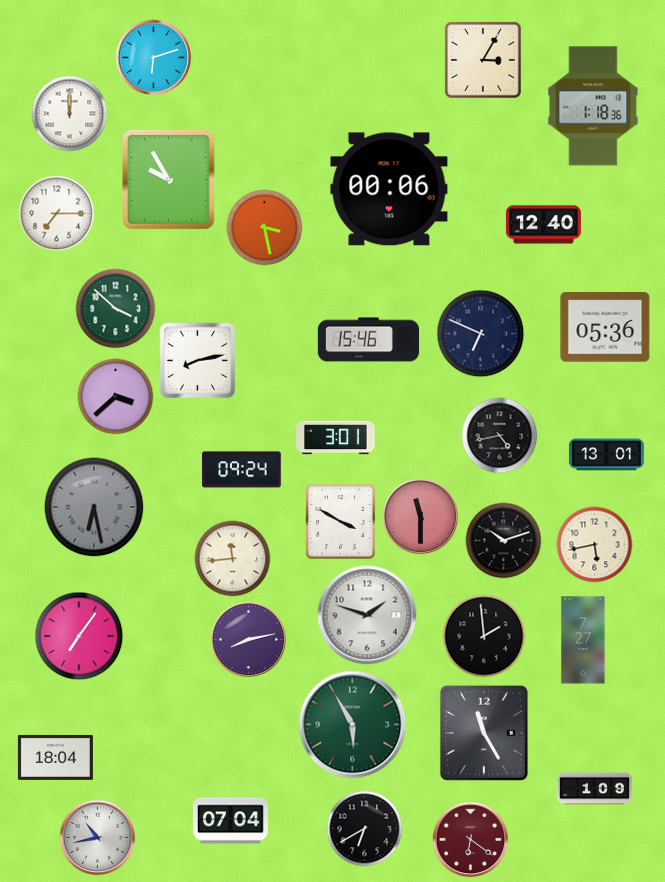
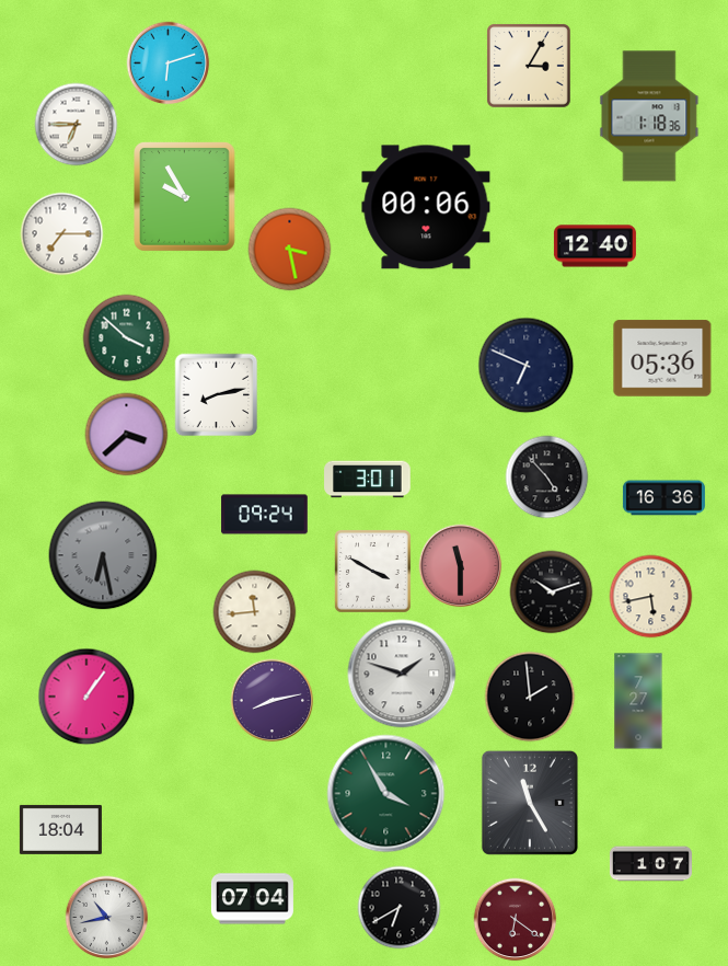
clock at (70, 114): 12:00 -> 6:45
clock at (369, 340): 15:46 -> none
clock at (500, 436): 4:43 -> 4:53
clock at (606, 455): 13:01 -> 16:36
clock at (79, 636): 7:06 -> 1:06
clock at (353, 725): 5:55 -> 3:55
clock at (594, 789): 1:09 -> 1:07
